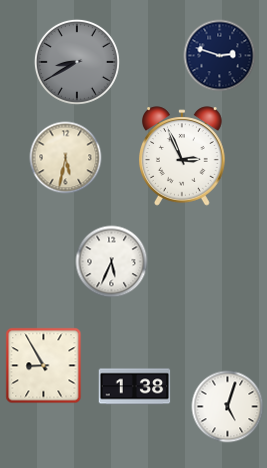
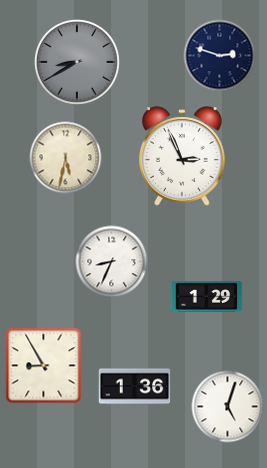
clock at (112, 262): 5:34 -> 8:34
clock at (207, 297): none -> 1:29
clock at (135, 387): 1:38 -> 1:36
